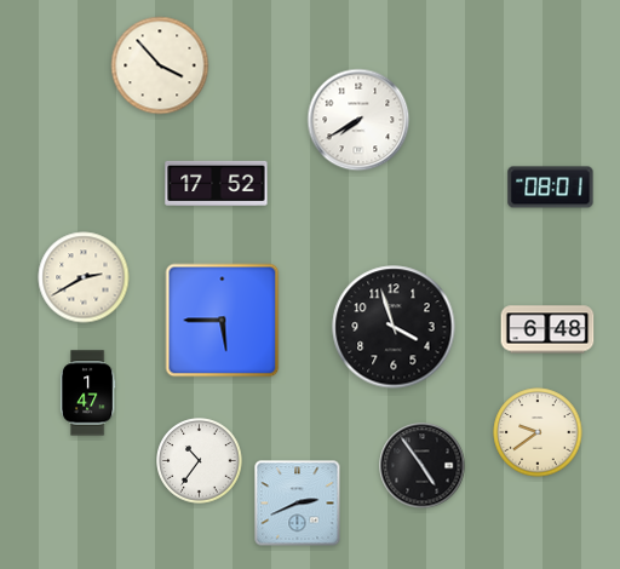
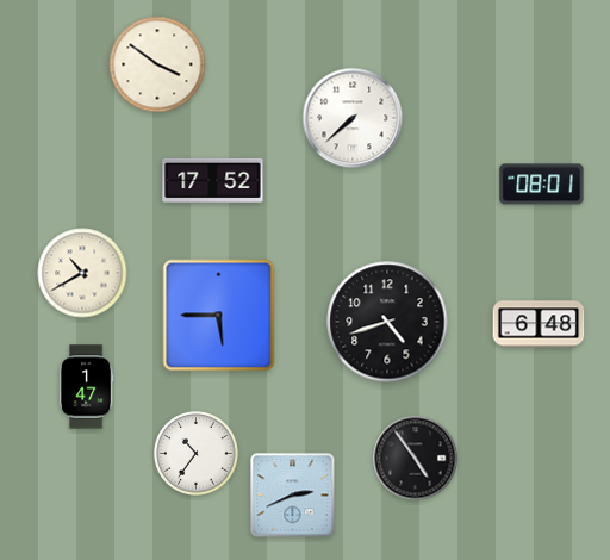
clock at (160, 65): 3:53 -> 3:51
clock at (358, 120): 7:40 -> 7:38
clock at (84, 277): 2:40 -> 10:40
clock at (394, 327): 3:57 -> 4:42
clock at (538, 432): 9:39 -> none
